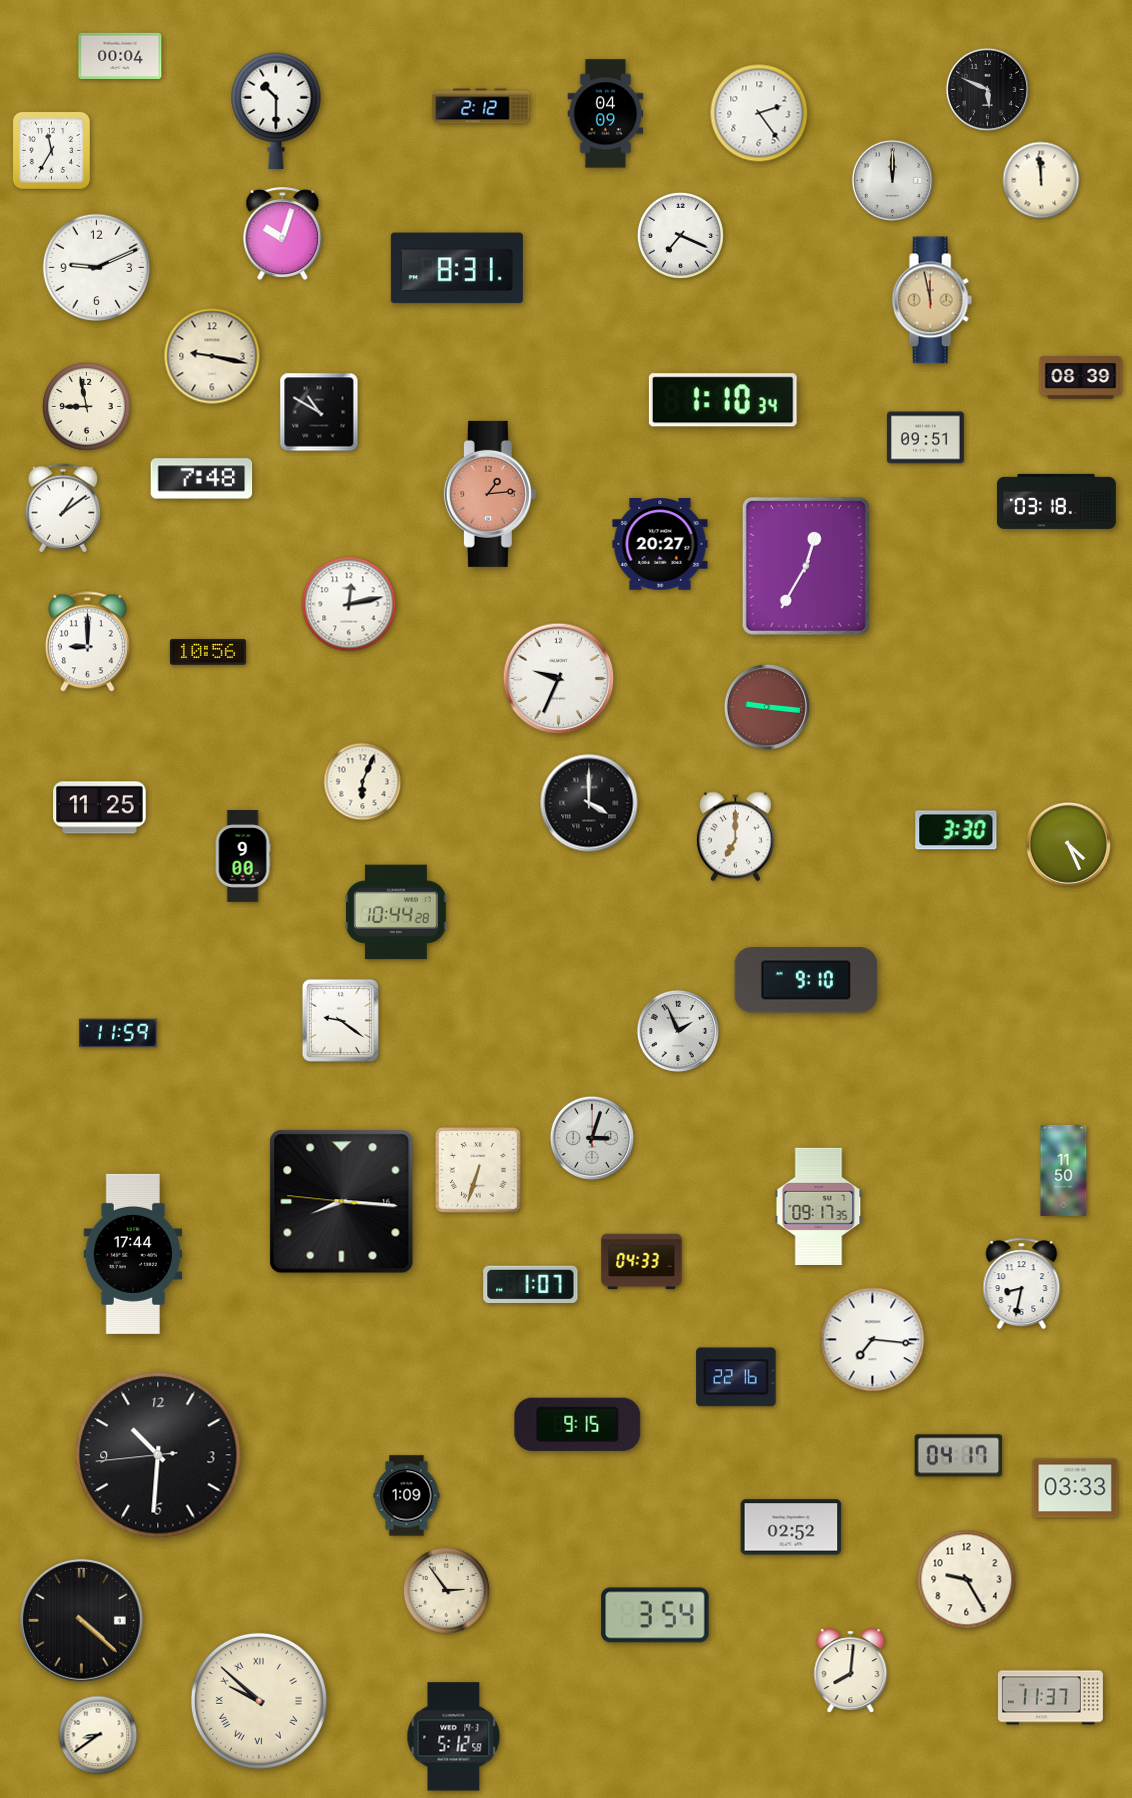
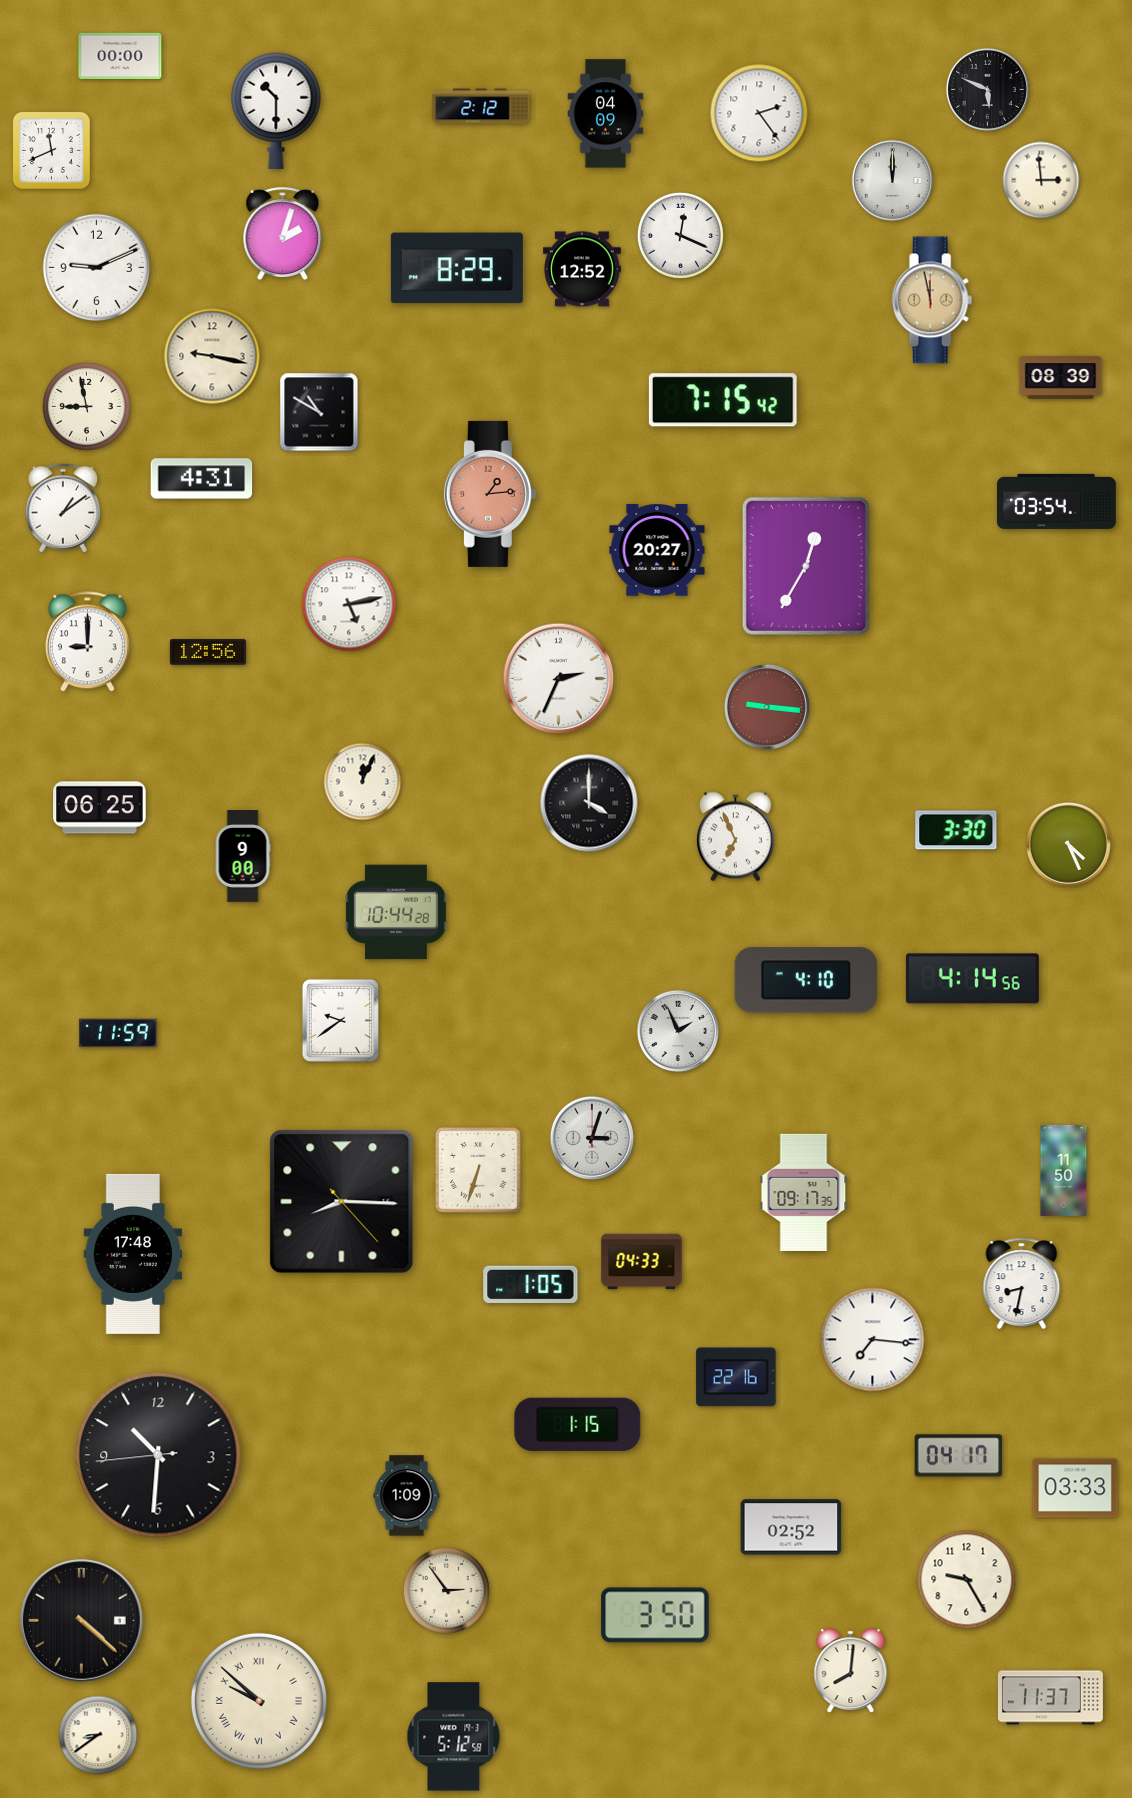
clock at (120, 55): 00:04 -> 00:00
clock at (51, 150): 11:35 -> 11:41
clock at (1041, 180): 11:59 -> 2:59
clock at (283, 234): 10:03 -> 2:03
clock at (680, 235): 7:19 -> 12:19
clock at (457, 268): 8:31 -> 8:29
clock at (582, 269): none -> 12:52
clock at (1081, 378) position: (1081, 378) -> (1061, 378)
clock at (723, 400): 1:10 -> 7:15
clock at (925, 438): 09:51 -> none
clock at (202, 479): 7:48 -> 4:31
clock at (1056, 501): 03:18 -> 03:54
clock at (660, 544) position: (660, 544) -> (657, 550)
clock at (349, 604): 12:13 -> 5:13
clock at (208, 652): 10:56 -> 12:56
clock at (559, 679): 9:34 -> 2:34
clock at (363, 782): 6:04 -> 12:04
clock at (100, 808): 11:25 -> 06:25
clock at (735, 837): 7:00 -> 6:56
clock at (972, 979): none -> 4:14
clock at (806, 980): 9:10 -> 4:10
clock at (340, 1020): 9:21 -> 9:39
clock at (342, 1202): 8:15:46 -> 8:15:23
clock at (819, 1206) position: (819, 1206) -> (804, 1192)
clock at (133, 1254): 17:44 -> 17:48
clock at (531, 1285): 1:07 -> 1:05
clock at (578, 1424): 9:15 -> 1:15
clock at (655, 1615): 3:54 -> 3:50
